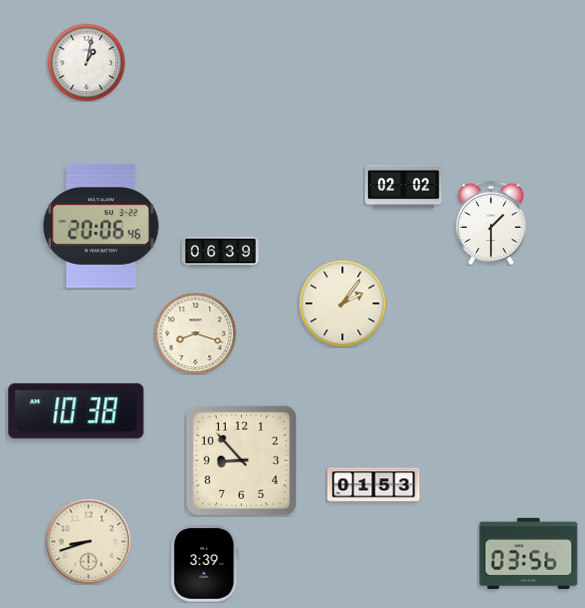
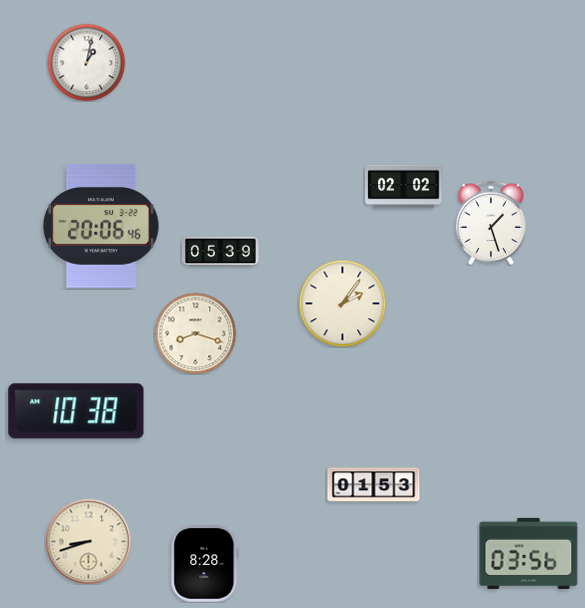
clock at (490, 223): 1:30 -> 1:27
clock at (221, 252): 06:39 -> 05:39
clock at (241, 460): 8:53 -> none
clock at (205, 564): 3:39 -> 8:28
